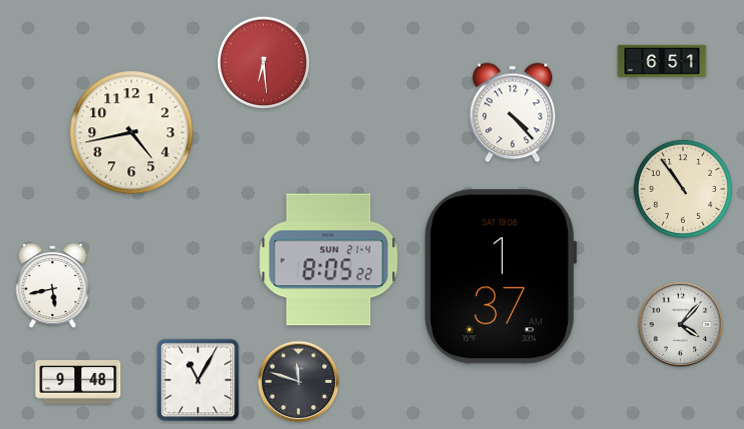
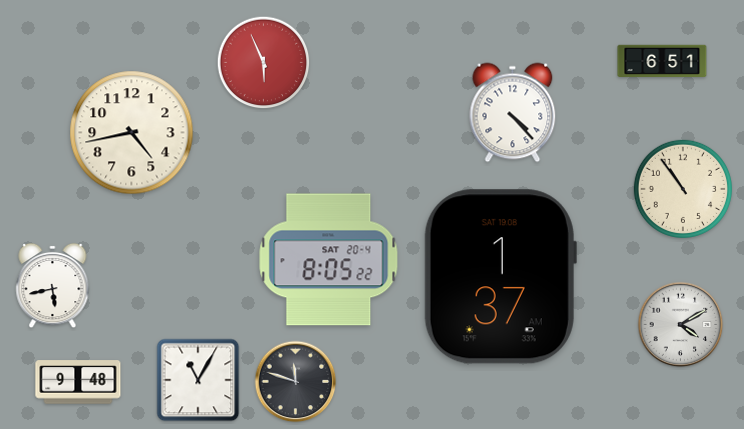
clock at (264, 63): 6:29 -> 5:56
clock at (329, 260) date: SUN 21-4 -> SAT 20-4
clock at (681, 325): 4:07 -> 4:10
clock at (299, 382) position: (299, 382) -> (296, 382)
